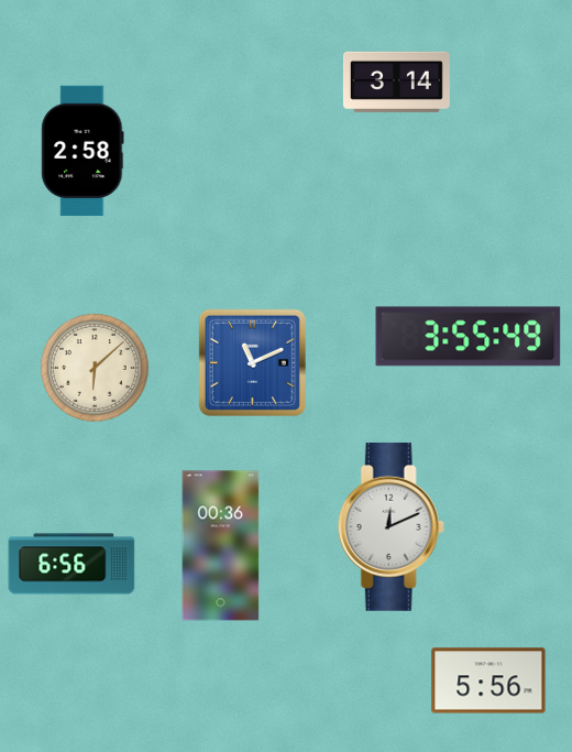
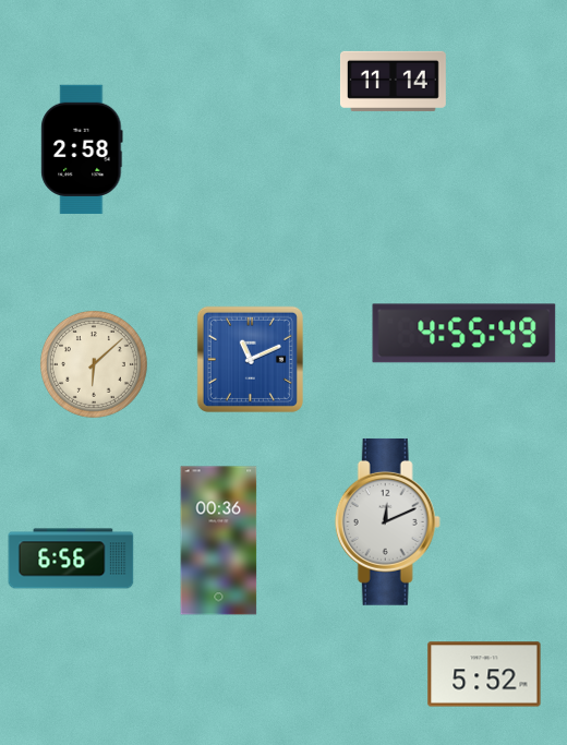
clock at (396, 81): 3:14 -> 11:14
clock at (469, 337): 3:55 -> 4:55
clock at (488, 680): 5:56 -> 5:52
